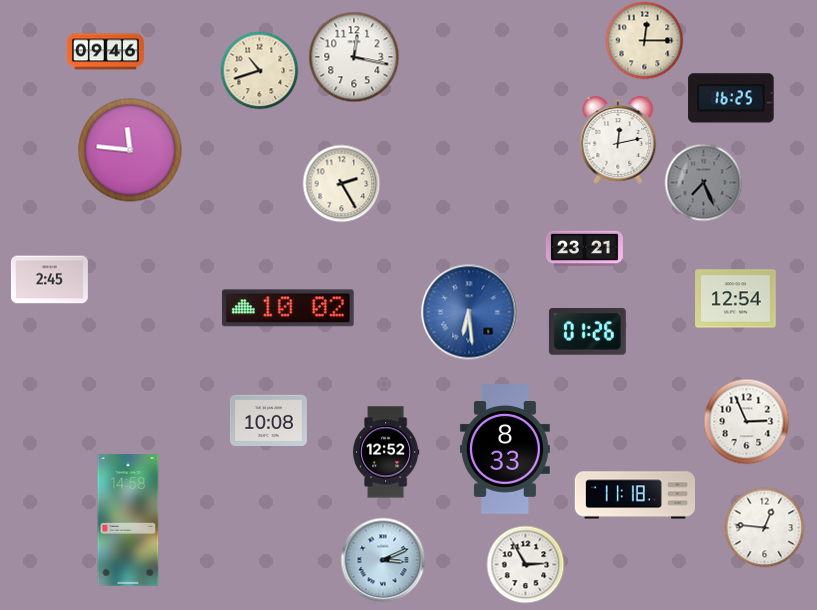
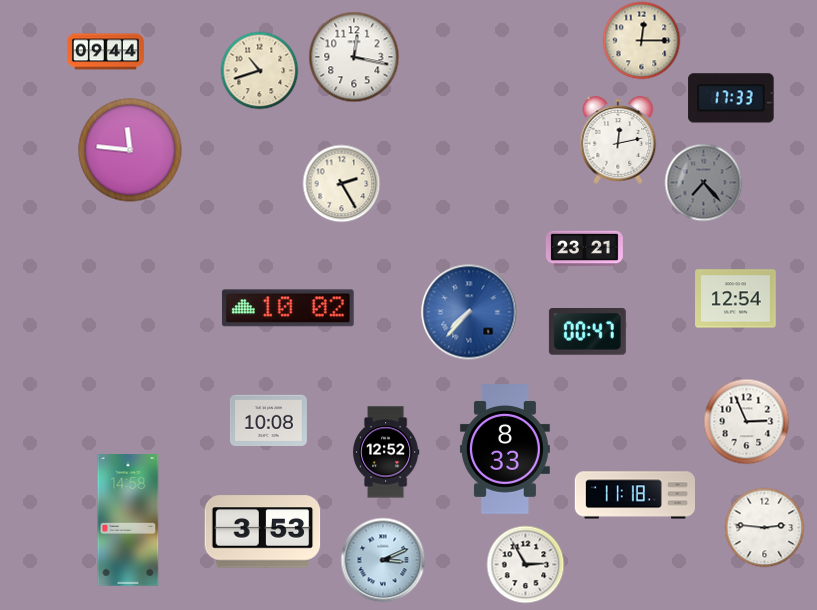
clock at (644, 40) position: (644, 40) -> (641, 40)
clock at (105, 52): 09:46 -> 09:44
clock at (731, 98): 16:25 -> 17:33
clock at (703, 182): 7:26 -> 7:23
clock at (49, 280): 2:45 -> none
clock at (469, 312): 6:29 -> 7:37
clock at (587, 332): 01:26 -> 00:47
clock at (764, 527): 12:46 -> 2:46
clock at (263, 532): none -> 3:53
